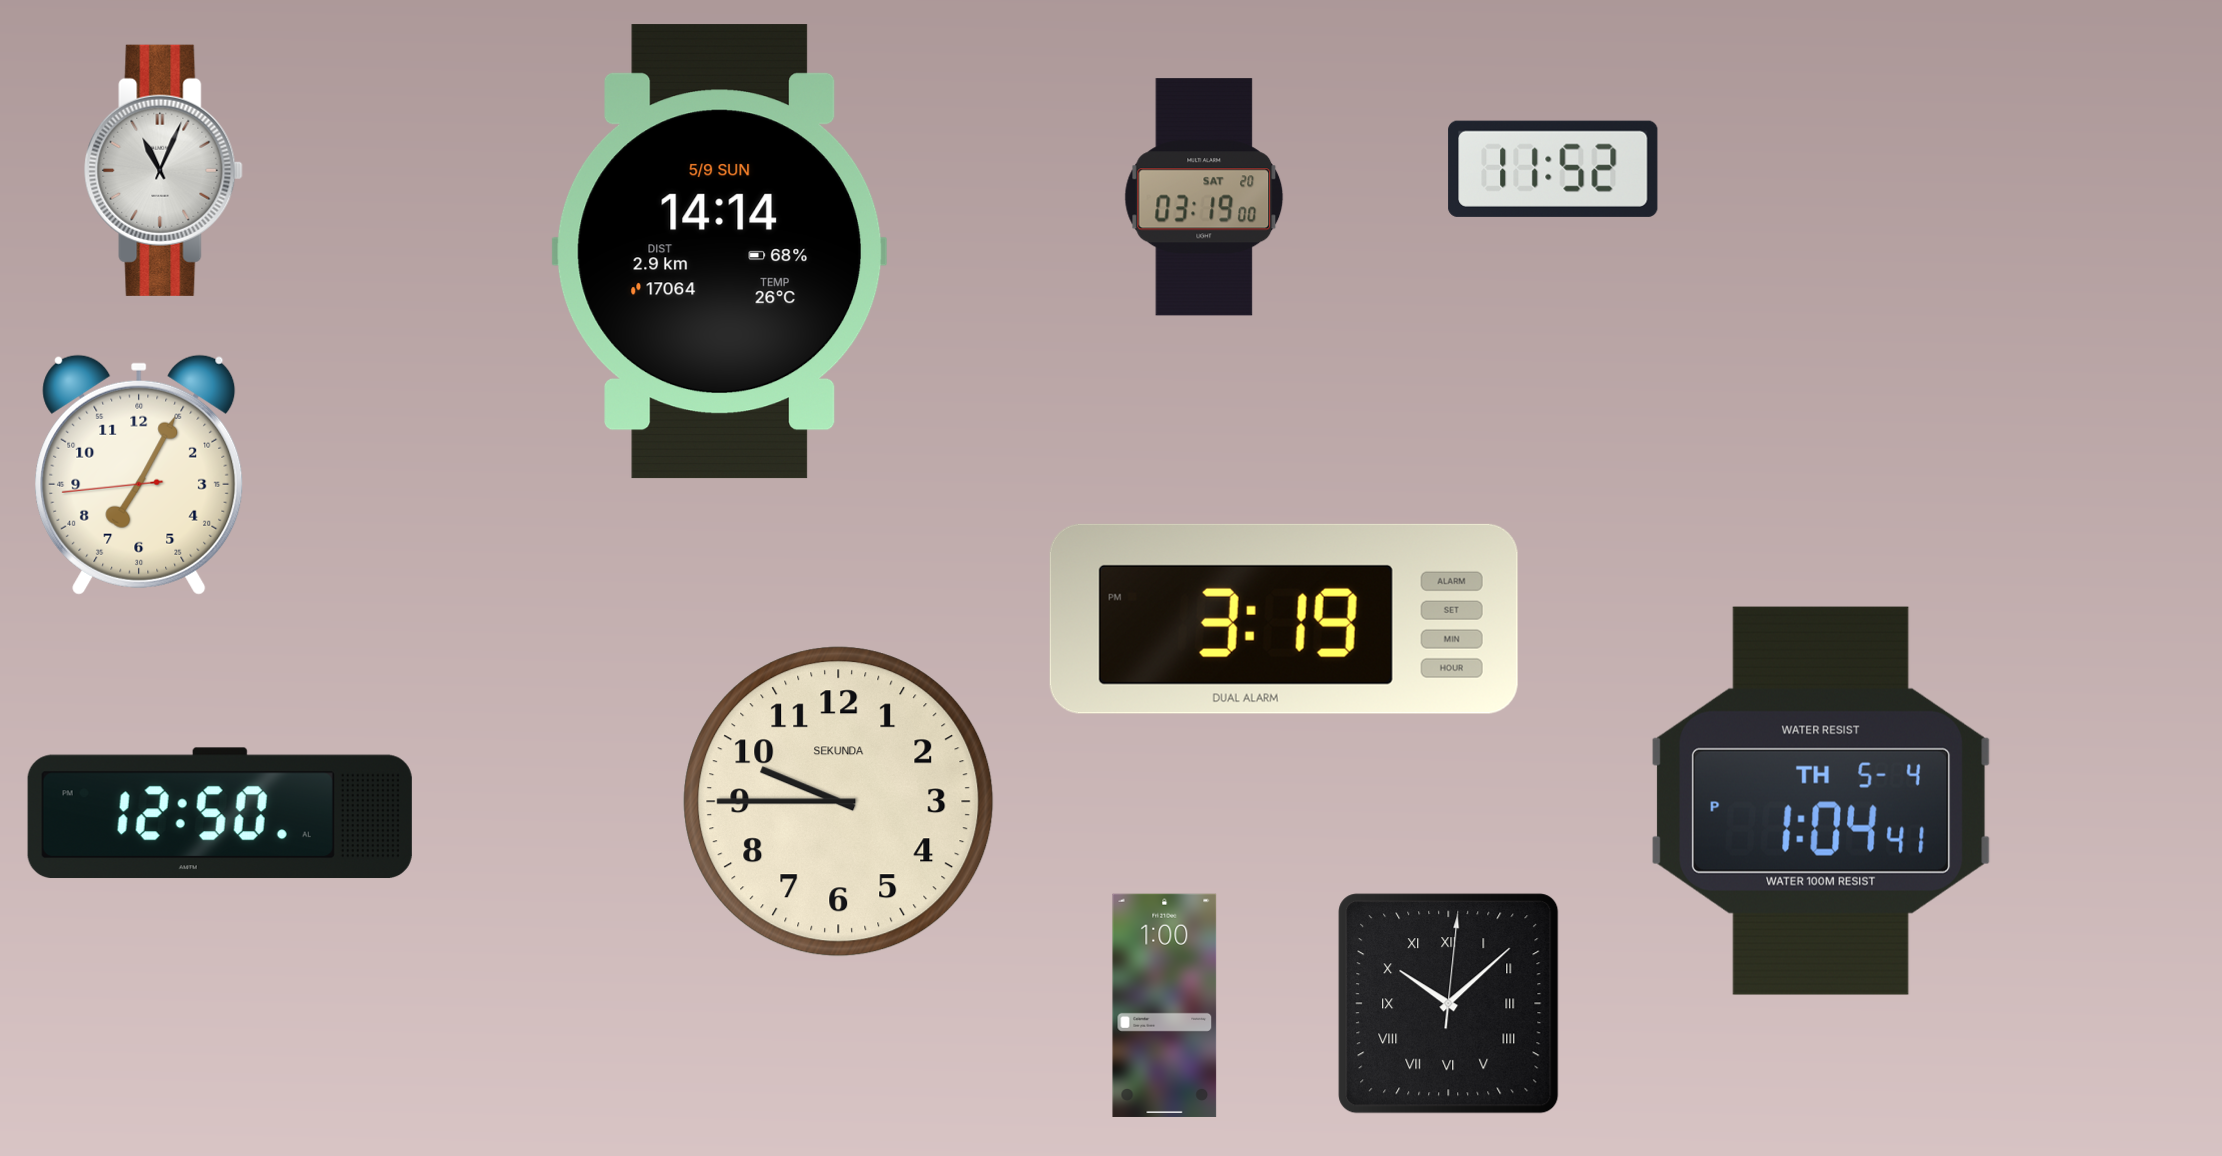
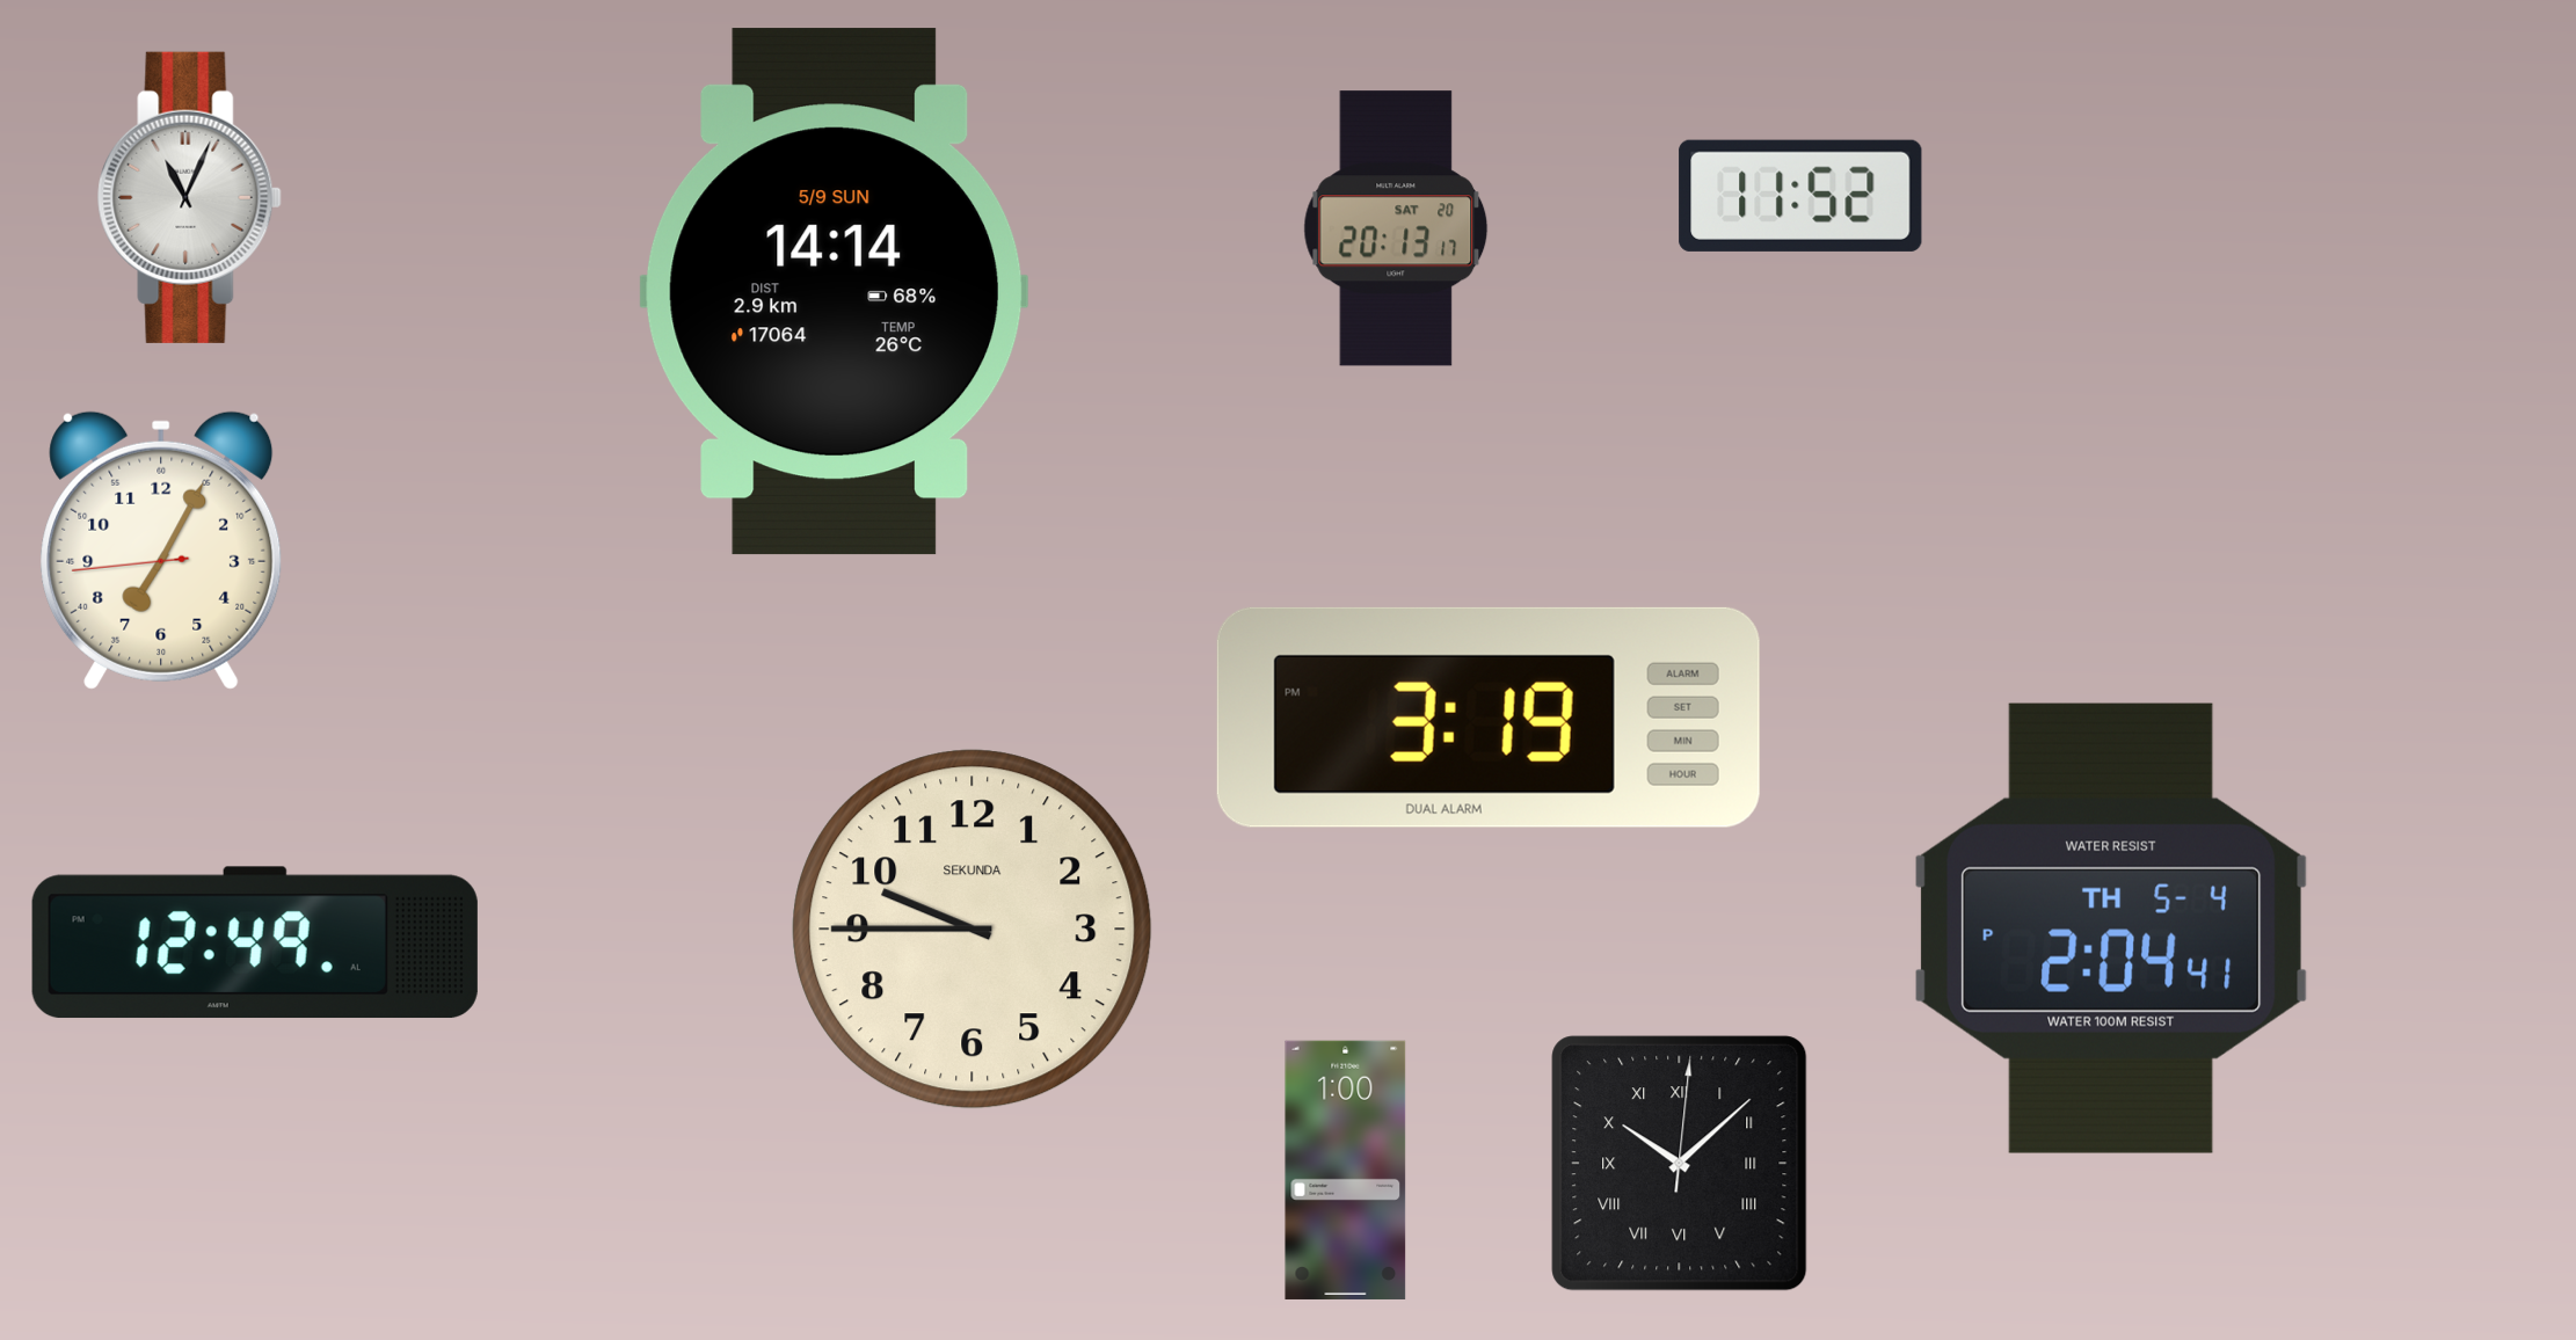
clock at (1204, 197): 03:19 -> 20:13
clock at (1821, 801): 1:04 -> 2:04
clock at (220, 813): 12:50 -> 12:49
clock at (1165, 1005) position: (1165, 1005) -> (1346, 1170)
